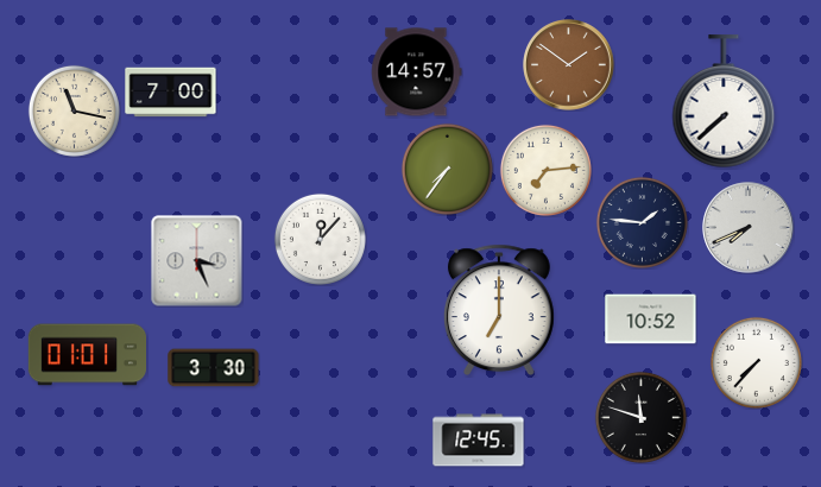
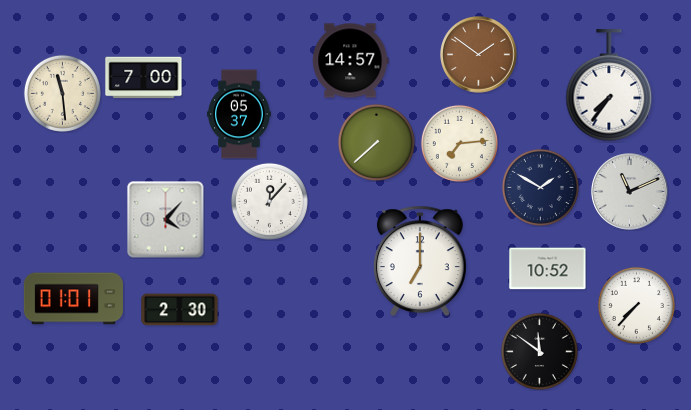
clock at (724, 102): 7:38 -> 7:36
clock at (74, 110): 11:17 -> 11:29
clock at (239, 114): none -> 05:37
clock at (447, 169): 7:36 -> 7:38
clock at (642, 222): 1:46 -> 1:50
clock at (749, 228): 7:41 -> 11:11
clock at (197, 261): 3:26 -> 4:07
clock at (214, 368): 3:30 -> 2:30
clock at (640, 417): 11:48 -> 11:51
clock at (479, 441): 12:45 -> none
